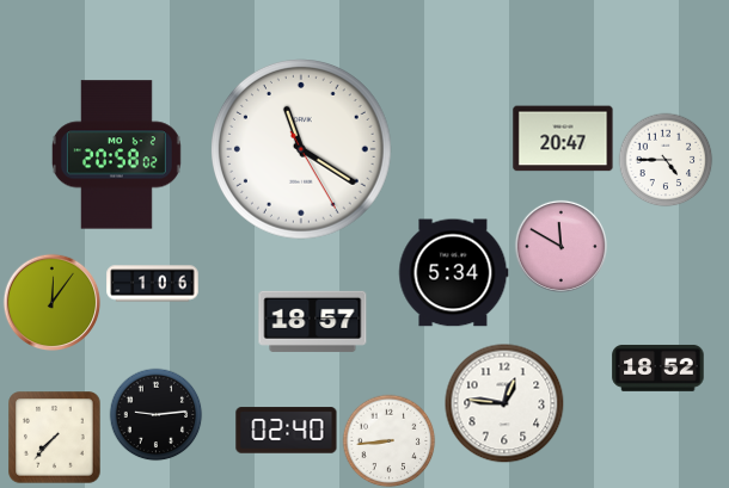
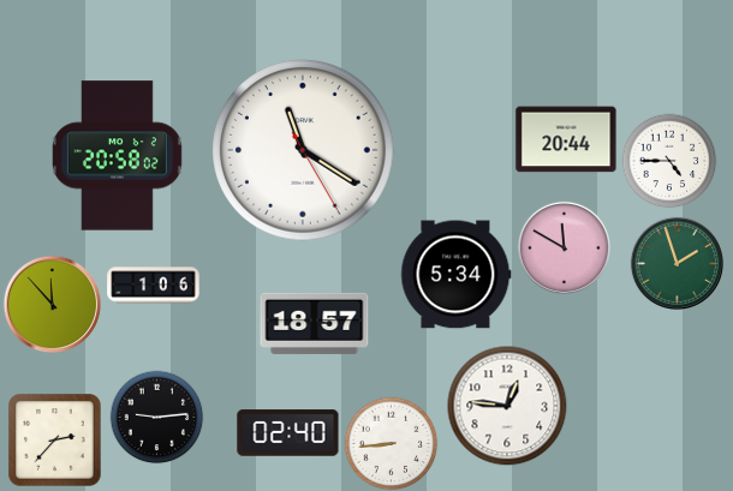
clock at (563, 138): 20:47 -> 20:44
clock at (677, 263): none -> 1:57
clock at (51, 302): 12:06 -> 11:53
clock at (658, 369): 18:52 -> none
clock at (55, 438): 7:37 -> 2:37
